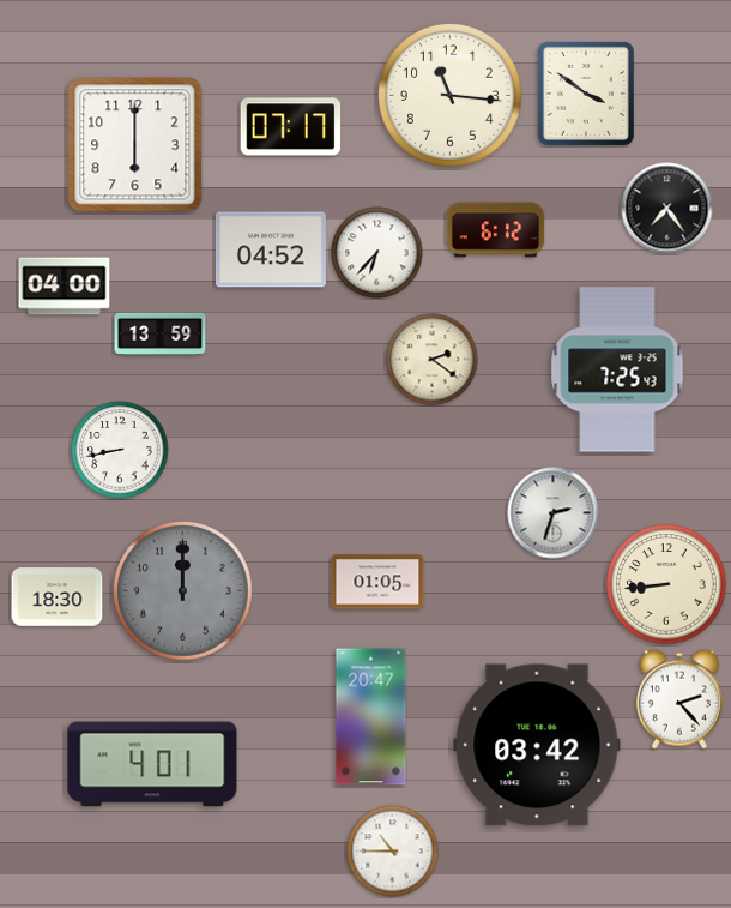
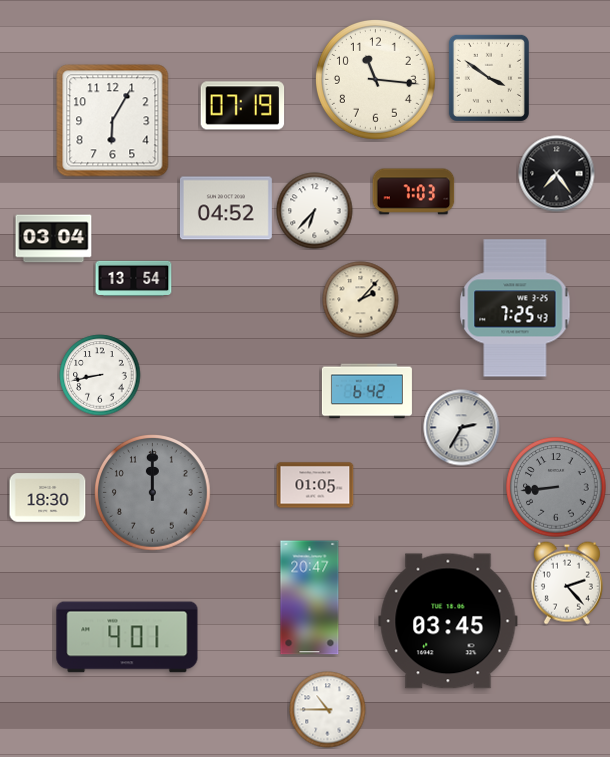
clock at (291, 127): 07:17 -> 07:19
clock at (135, 145): 6:00 -> 6:05
clock at (496, 230): 6:12 -> 7:03
clock at (65, 287): 04:00 -> 03:04
clock at (161, 333): 13:59 -> 13:54
clock at (433, 360): 2:21 -> 2:07
clock at (367, 391): none -> 6:42
clock at (554, 513): 2:33 -> 2:35
clock at (666, 584) dial: cream -> grey
clock at (537, 745): 03:42 -> 03:45
